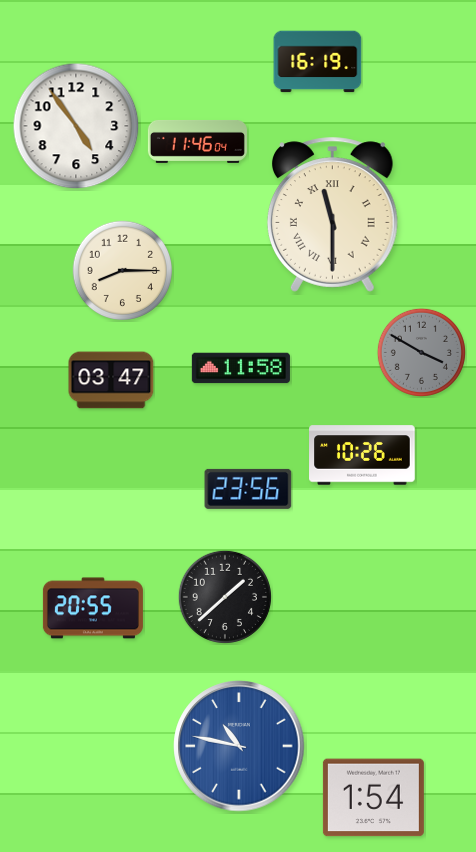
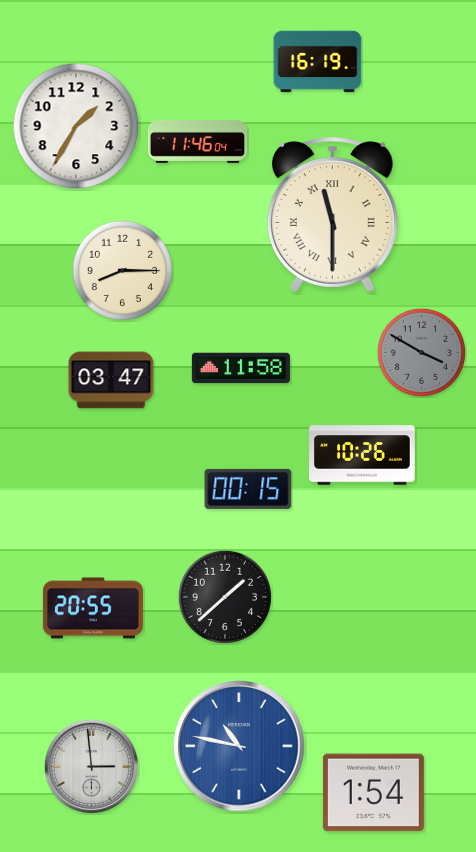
clock at (76, 126): 4:54 -> 1:35
clock at (248, 489): 23:56 -> 00:15
clock at (91, 766): none -> 2:59
clock at (373, 798) position: (373, 798) -> (373, 793)
